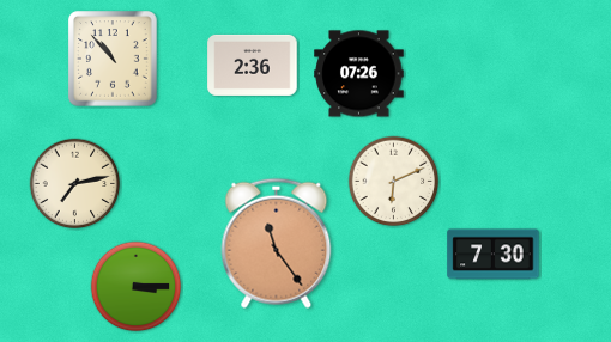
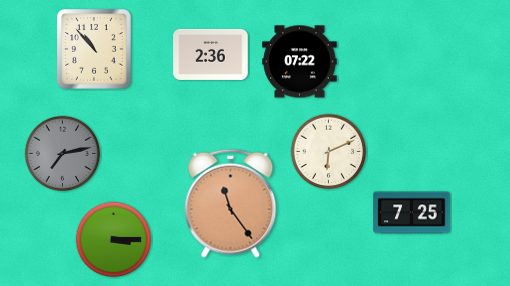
clock at (359, 74): 07:26 -> 07:22
clock at (75, 184) dial: cream -> grey
clock at (494, 255): 7:30 -> 7:25
